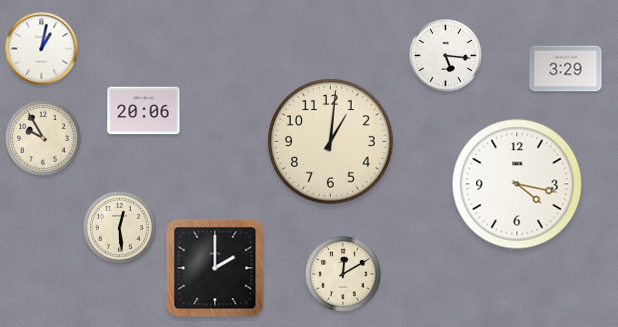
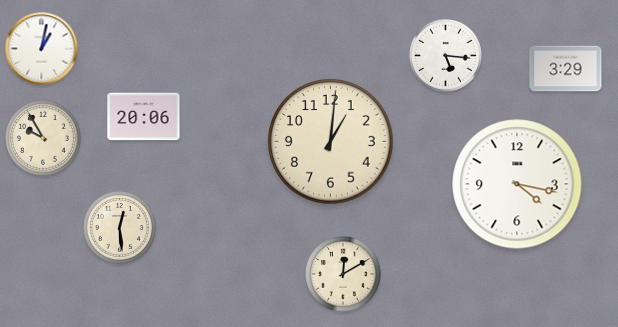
clock at (144, 111) position: (144, 111) -> (144, 117)
clock at (215, 268): 2:00 -> none
